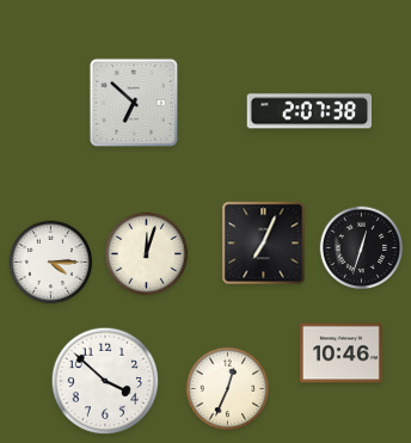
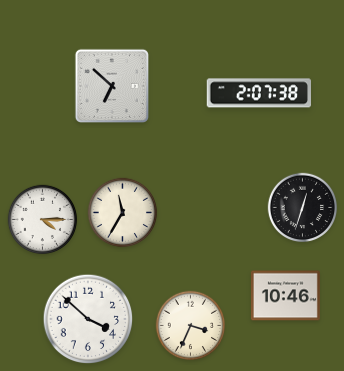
clock at (264, 244): 7:04 -> none
clock at (147, 254): 12:03 -> 11:35
clock at (228, 389): 12:34 -> 3:34
